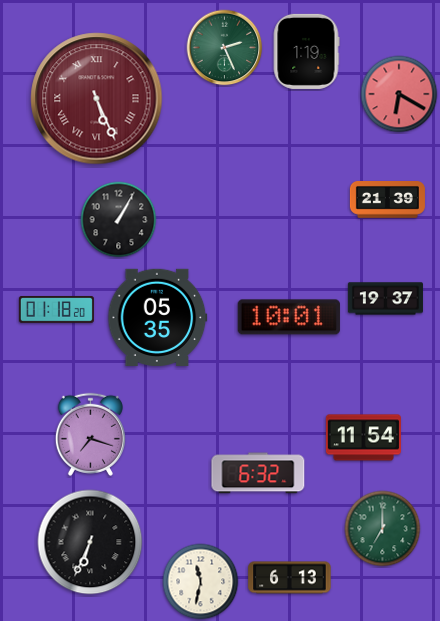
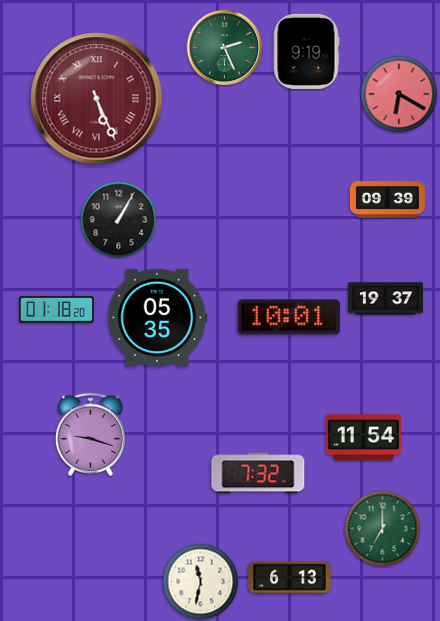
clock at (306, 51): 1:19 -> 9:19
clock at (387, 200): 21:39 -> 09:39
clock at (90, 434): 7:18 -> 9:18
clock at (258, 473): 6:32 -> 7:32
clock at (90, 542): 6:34 -> none
